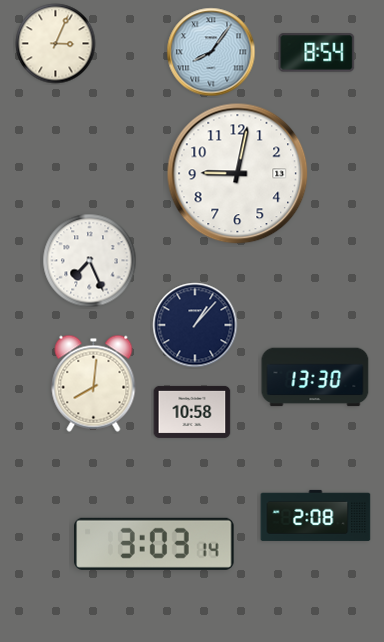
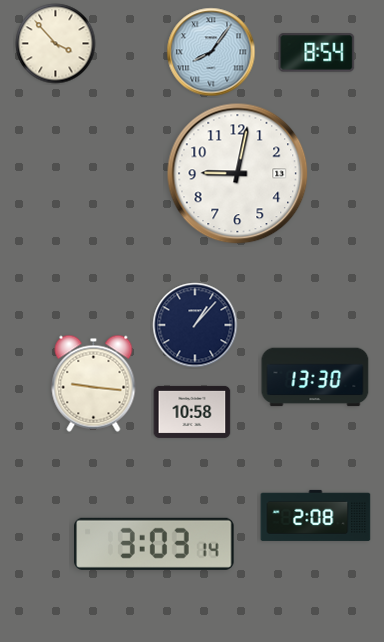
clock at (56, 44): 3:04 -> 3:53
clock at (90, 261): 7:26 -> none
clock at (94, 383): 8:01 -> 9:16
